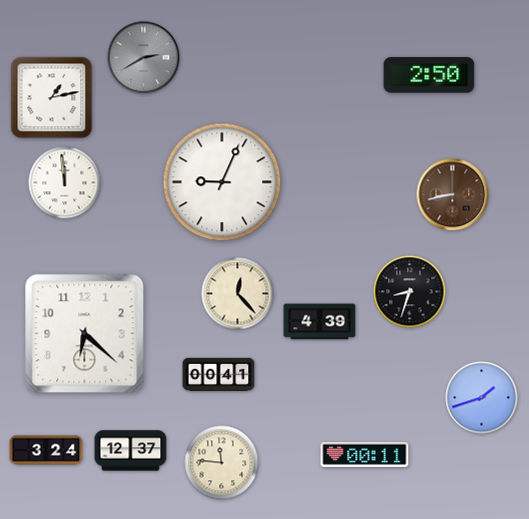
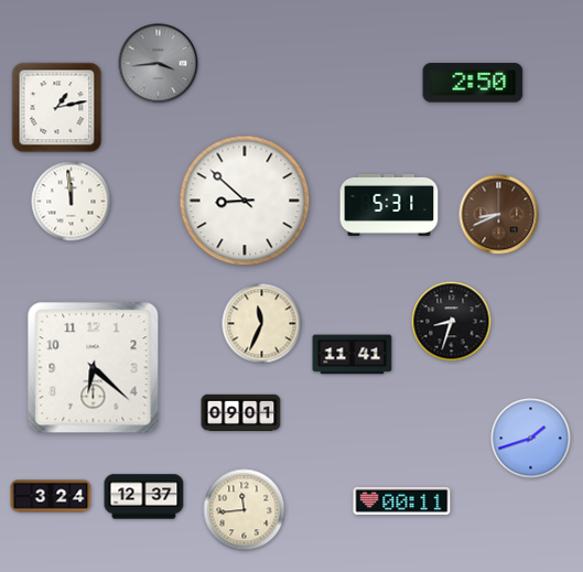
clock at (144, 58): 2:40 -> 3:44
clock at (222, 182): 9:04 -> 8:52
clock at (389, 205): none -> 5:31
clock at (453, 195): 8:43 -> 8:41
clock at (238, 294): 12:23 -> 11:34
clock at (320, 322): 4:39 -> 11:41
clock at (219, 375): 00:41 -> 09:01
clock at (222, 463): 11:46 -> 11:44
